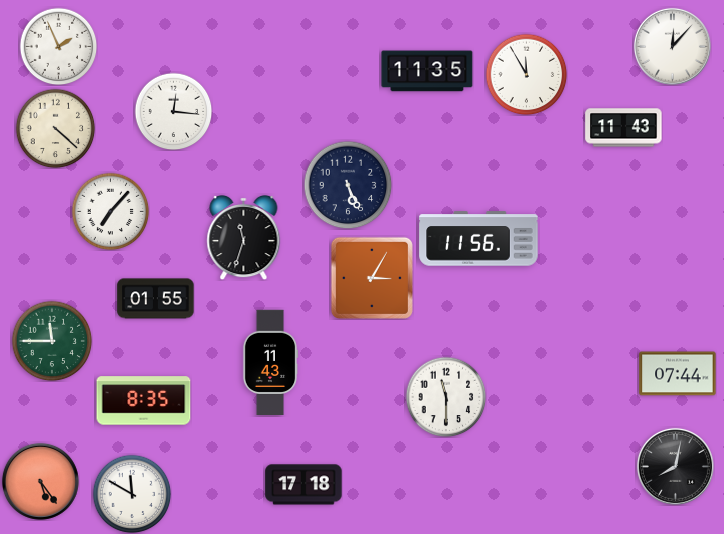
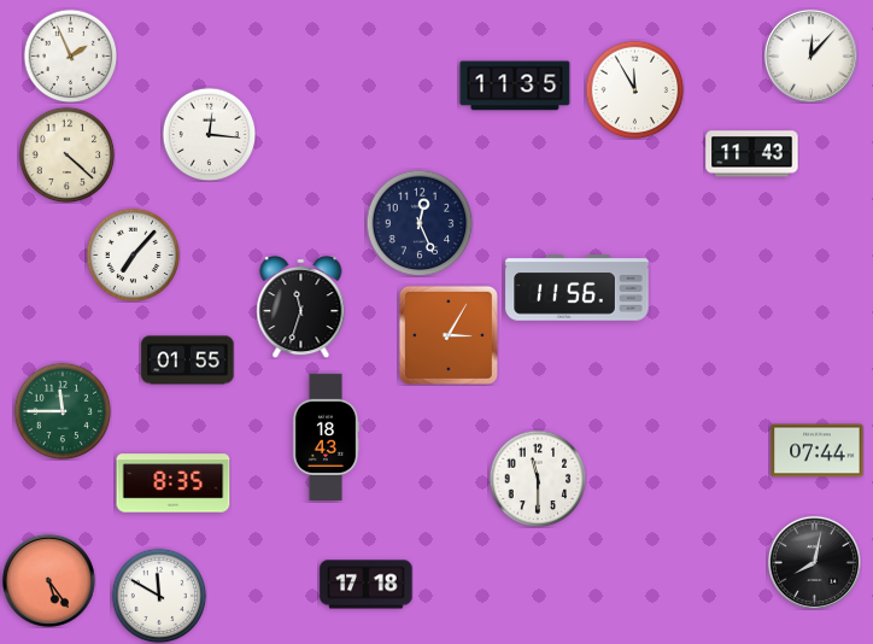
clock at (348, 185): 5:26 -> 12:26
clock at (244, 237) position: (244, 237) -> (301, 306)
clock at (270, 363): 11:43 -> 18:43
